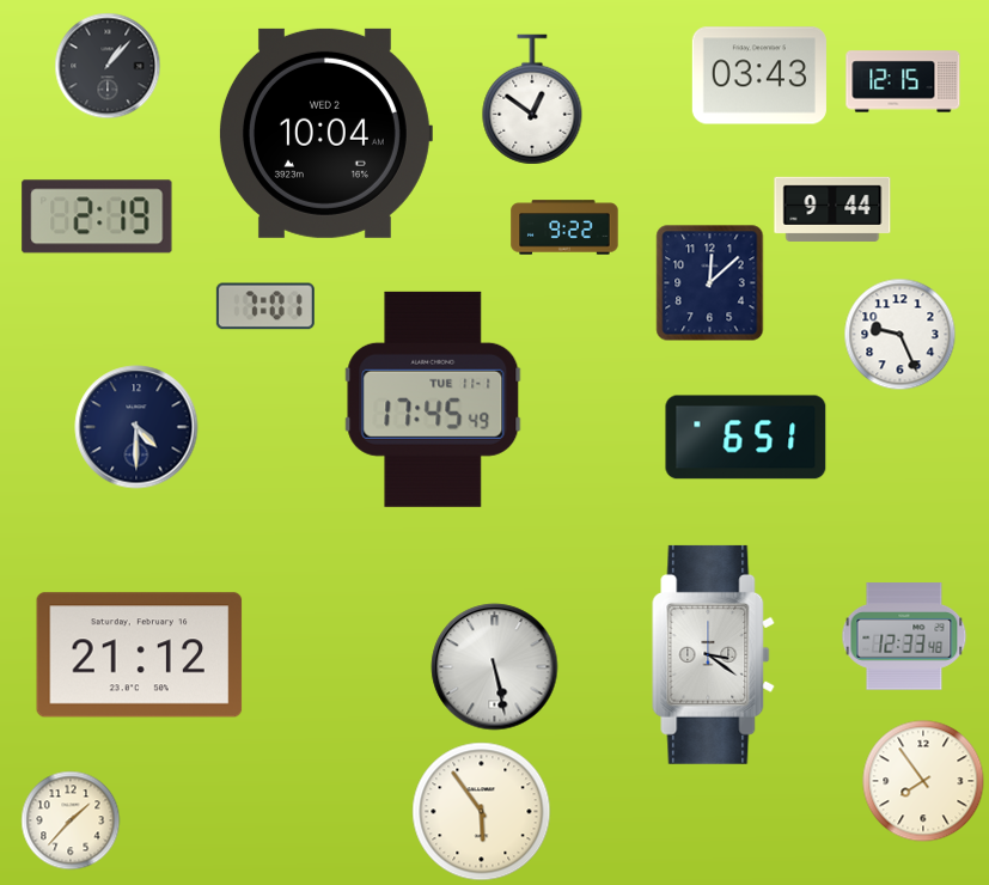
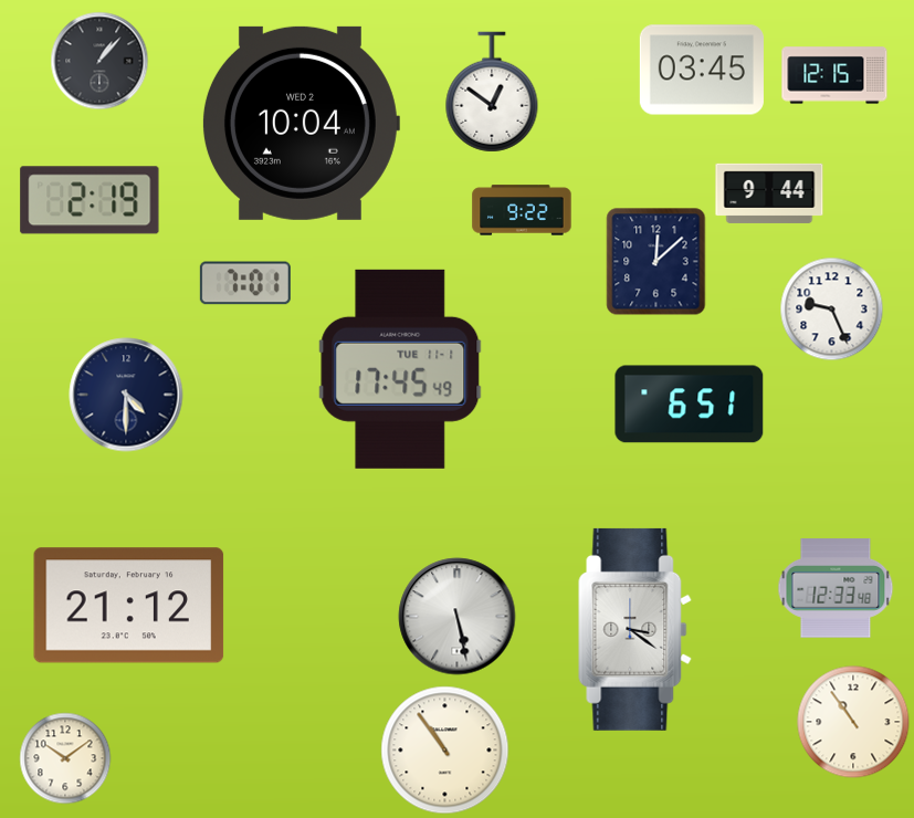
clock at (759, 75): 03:43 -> 03:45
clock at (714, 654) position: (714, 654) -> (635, 629)
clock at (923, 781): 7:54 -> 10:54
clock at (482, 812): 5:54 -> 10:54
clock at (71, 820): 1:37 -> 10:09
